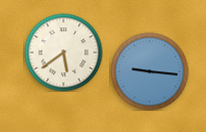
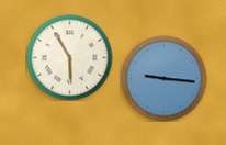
clock at (63, 52): 5:39 -> 5:55
